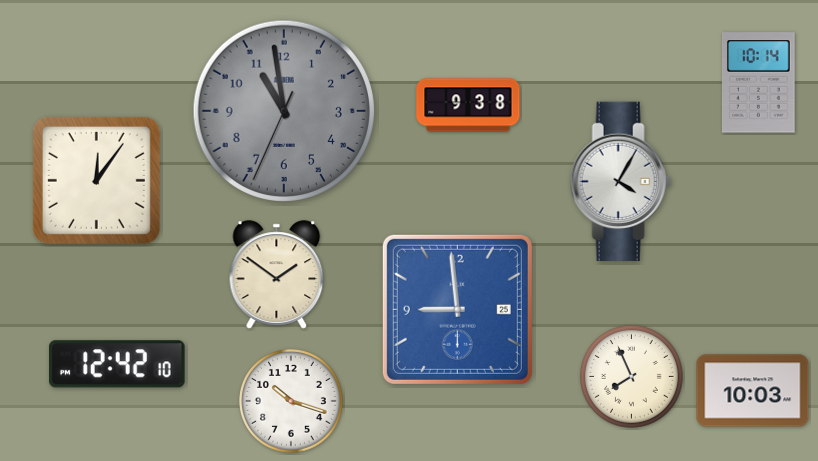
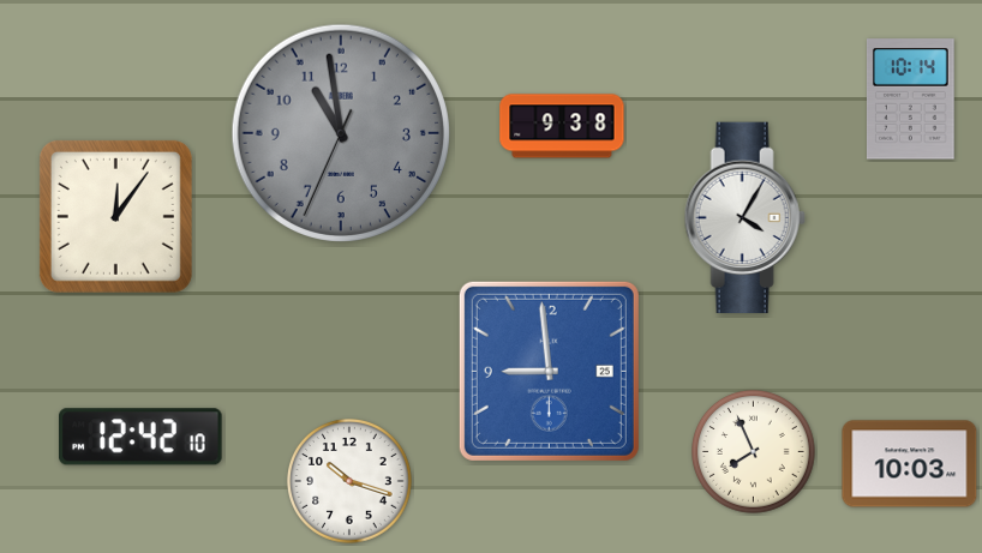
clock at (277, 275): 1:51 -> none
clock at (632, 377) position: (632, 377) -> (754, 452)
clock at (753, 391) position: (753, 391) -> (910, 464)
